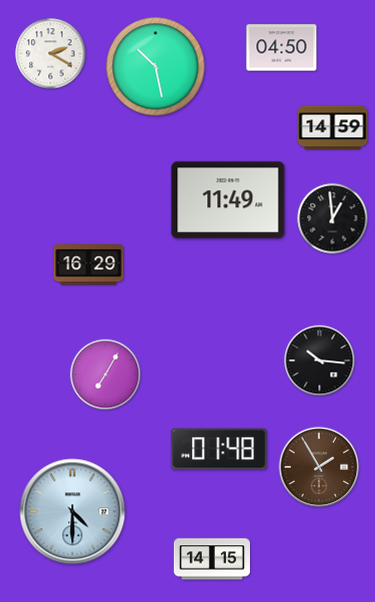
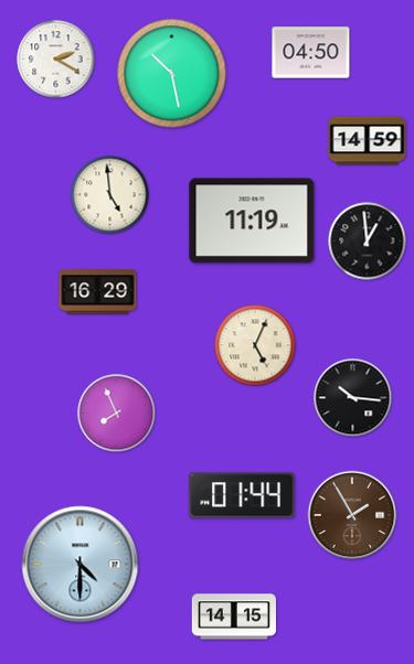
clock at (110, 195): none -> 4:59
clock at (228, 200): 11:49 -> 11:19
clock at (255, 345): none -> 5:04
clock at (106, 375): 7:05 -> 7:56
clock at (219, 449): 01:48 -> 01:44
